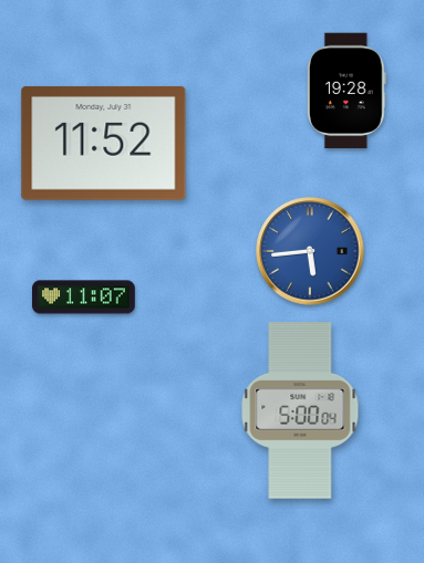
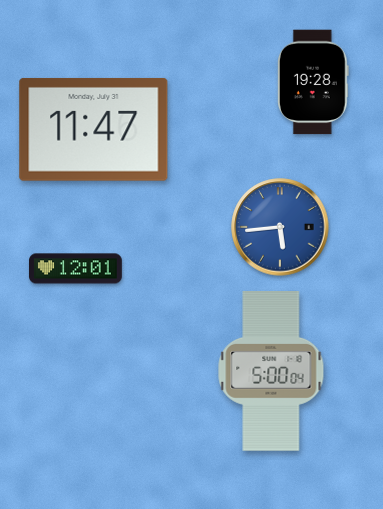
clock at (104, 143): 11:52 -> 11:47
clock at (84, 298): 11:07 -> 12:01
